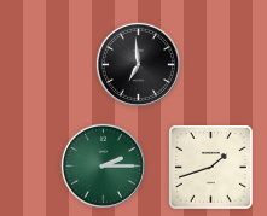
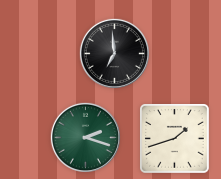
clock at (103, 165): 2:15 -> 2:18
